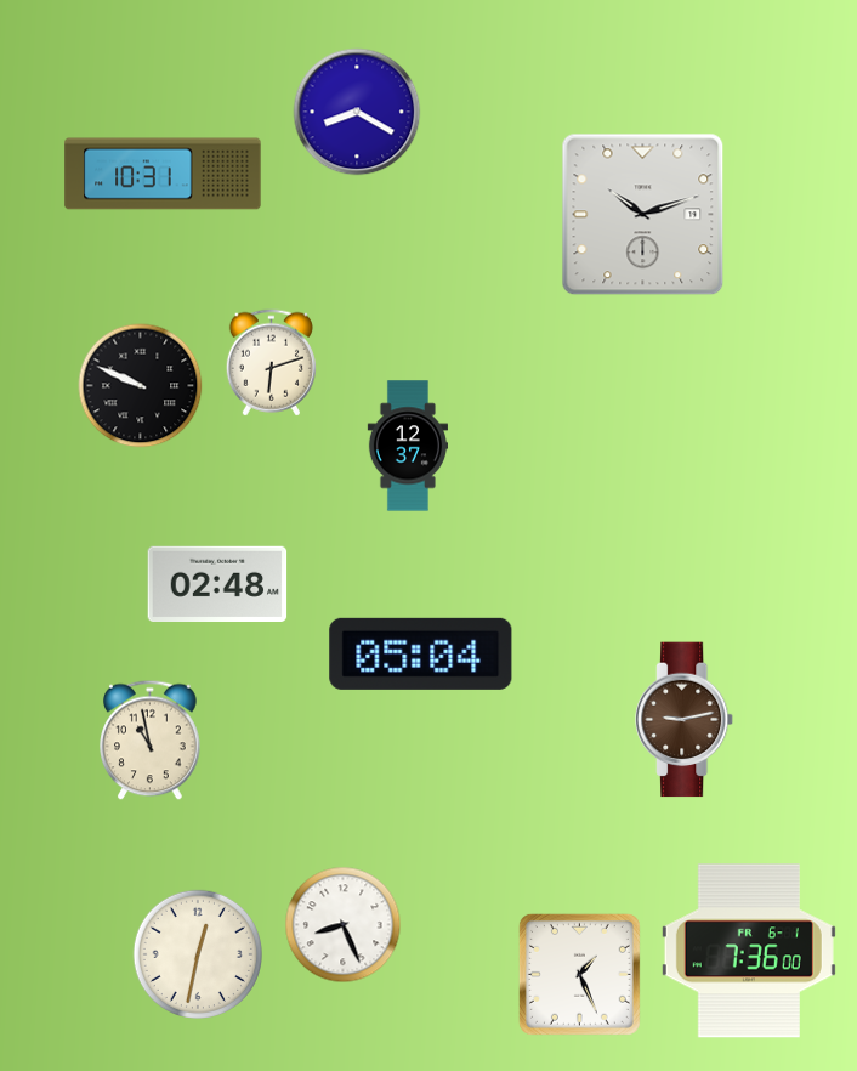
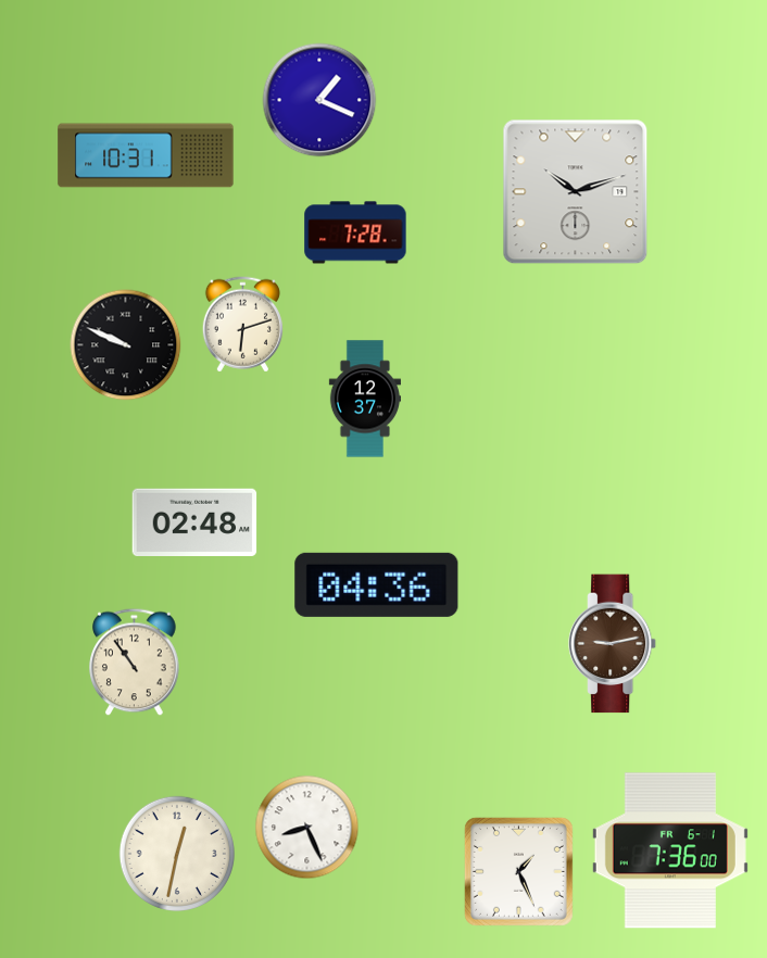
clock at (357, 112): 8:20 -> 1:19
clock at (355, 232): none -> 7:28
clock at (421, 653): 05:04 -> 04:36
clock at (151, 741): 10:58 -> 10:54
